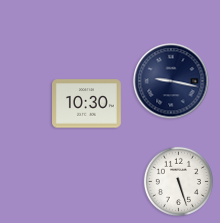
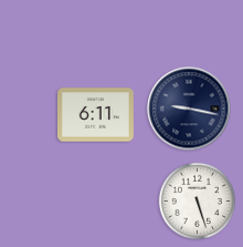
clock at (171, 81) position: (171, 81) -> (189, 109)
clock at (87, 104): 10:30 -> 6:11
